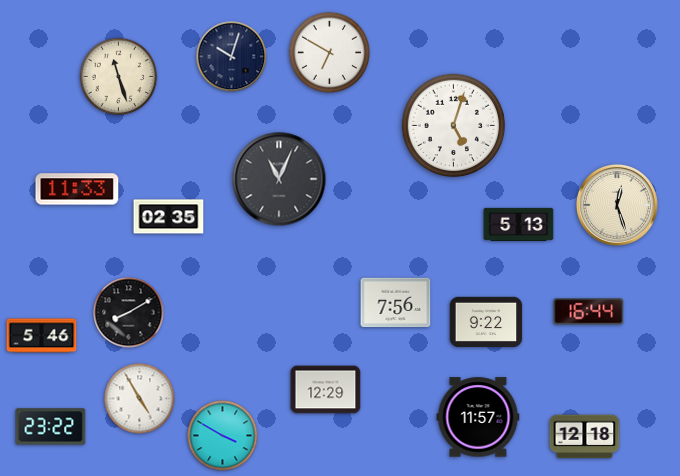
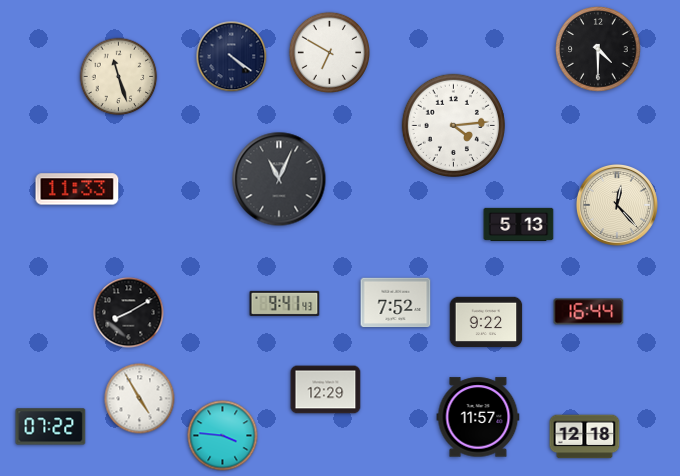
clock at (598, 49): none -> 4:30
clock at (232, 57): 10:03 -> 4:21
clock at (453, 125): 5:03 -> 4:14
clock at (617, 205): 12:27 -> 12:23
clock at (169, 217): 02:35 -> none
clock at (285, 303): none -> 9:41
clock at (396, 303): 7:56 -> 7:52
clock at (42, 336): 5:46 -> none
clock at (51, 427): 23:22 -> 07:22
clock at (223, 436): 3:50 -> 3:46
